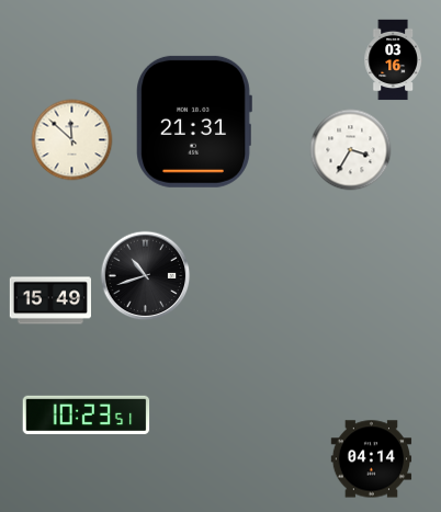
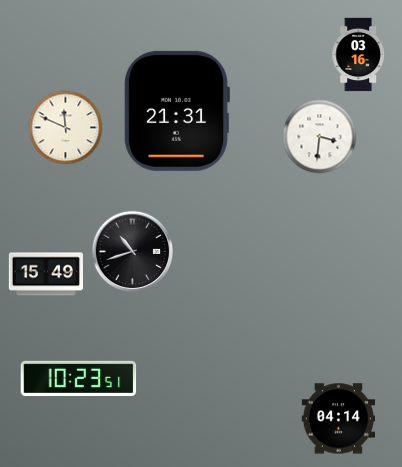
clock at (72, 140): 11:52 -> 11:49
clock at (351, 150): 3:35 -> 3:31
